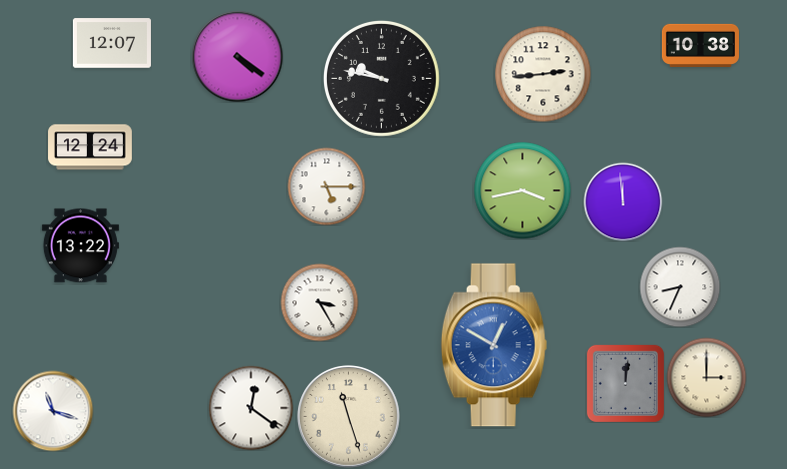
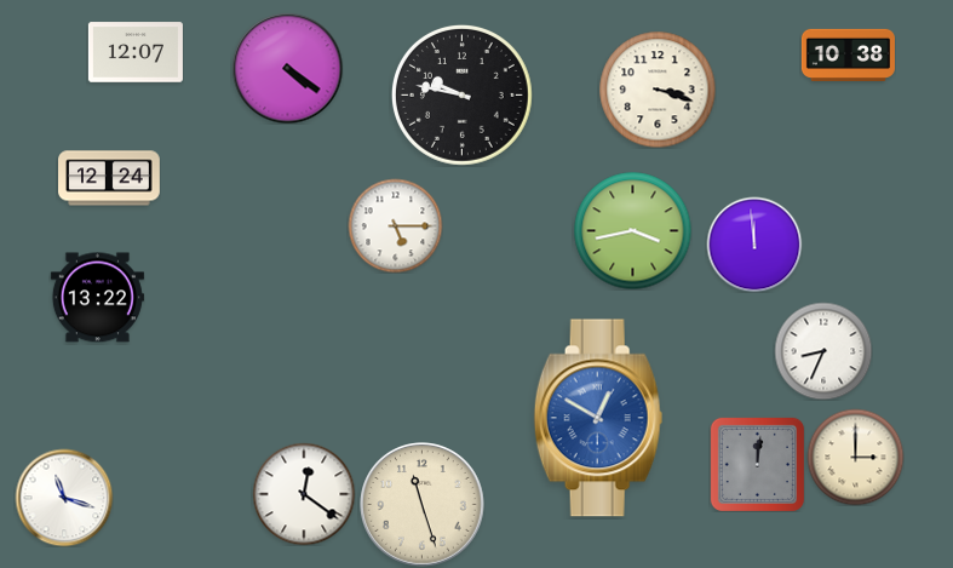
clock at (543, 74): 2:44 -> 3:18
clock at (680, 287) position: (680, 287) -> (823, 351)
clock at (319, 302): 3:25 -> none
